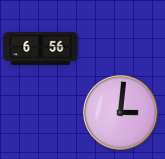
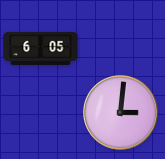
clock at (41, 48): 6:56 -> 6:05
